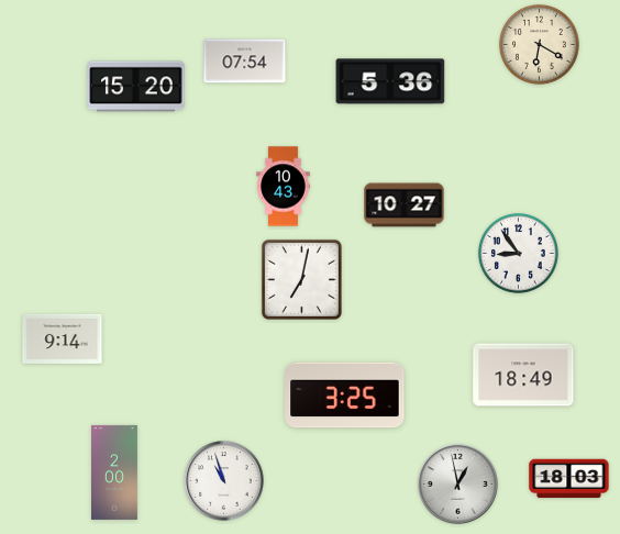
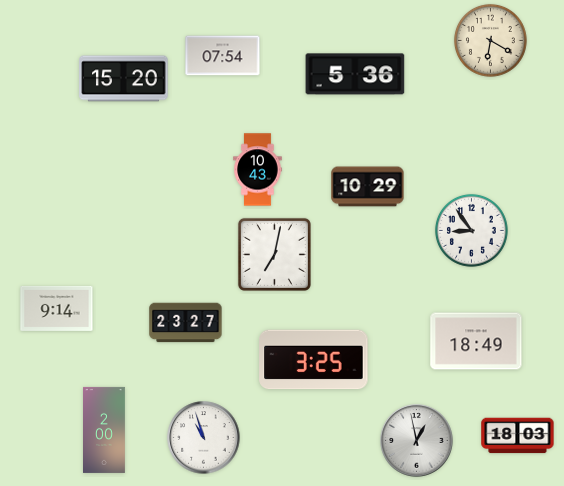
clock at (405, 205): 10:27 -> 10:29
clock at (186, 323): none -> 23:27
